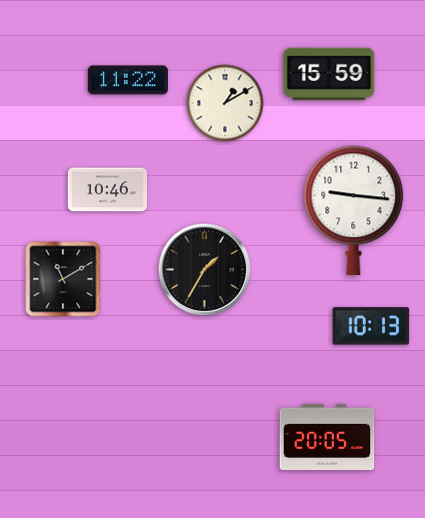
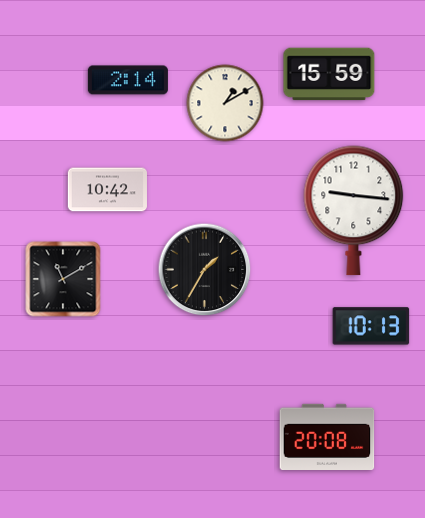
clock at (128, 80): 11:22 -> 2:14
clock at (107, 190): 10:46 -> 10:42
clock at (327, 436): 20:05 -> 20:08
